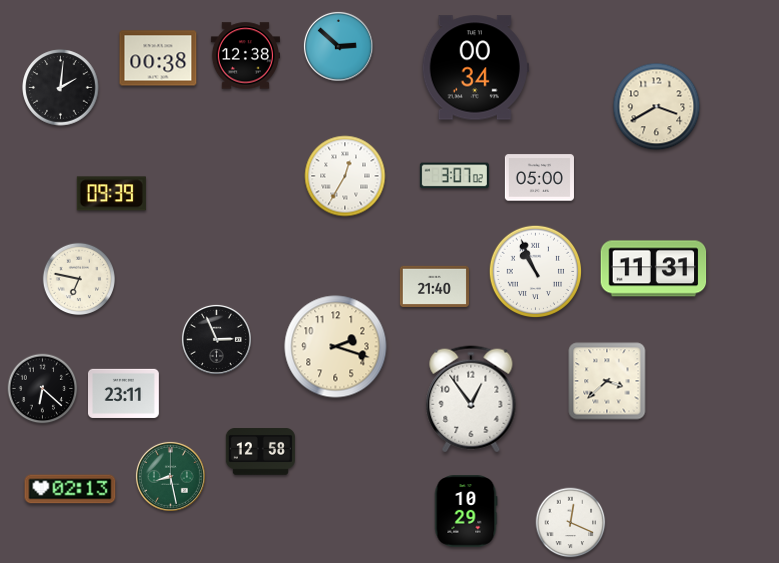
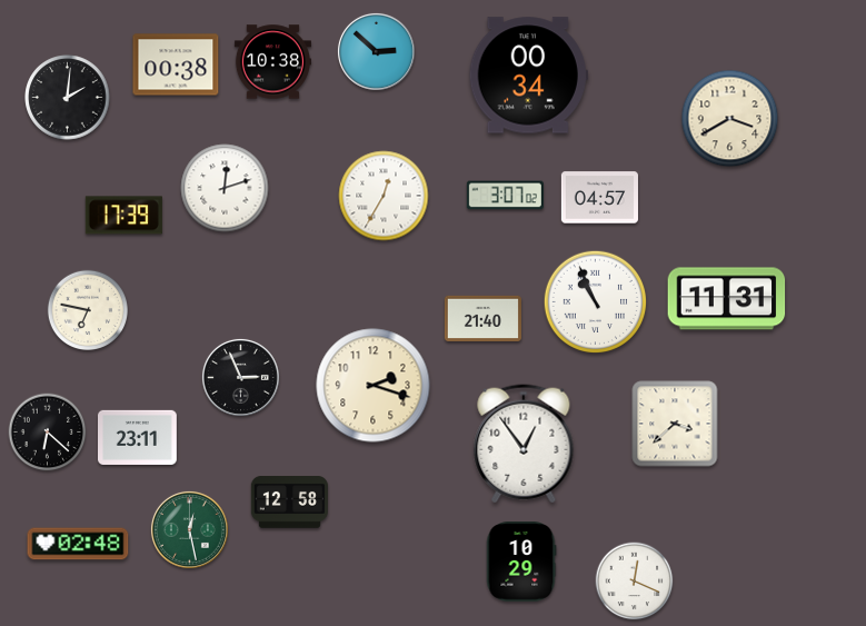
clock at (245, 56): 12:38 -> 10:38
clock at (225, 188): none -> 12:12
clock at (539, 178): 05:00 -> 04:57
clock at (111, 194): 09:39 -> 17:39
clock at (170, 476): 8:28 -> 12:28
clock at (70, 489): 02:13 -> 02:48
clock at (466, 511) position: (466, 511) -> (521, 562)
